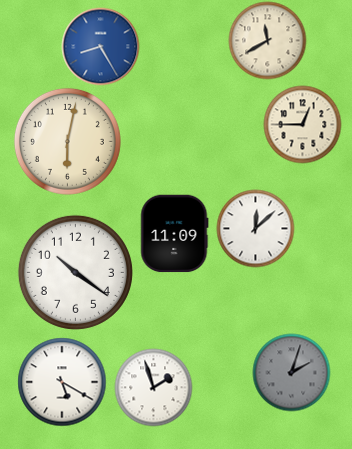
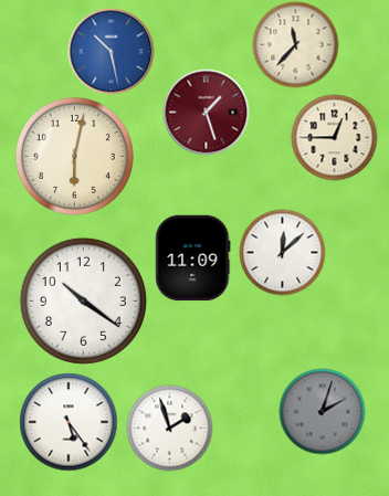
clock at (267, 40): 11:40 -> 11:37
clock at (100, 46): 8:25 -> 10:28
clock at (206, 112): none -> 1:27
clock at (62, 382): 5:20 -> 5:24
